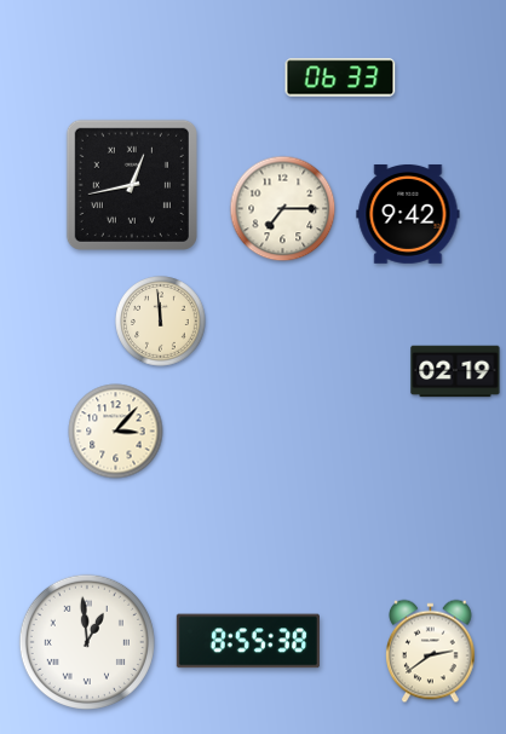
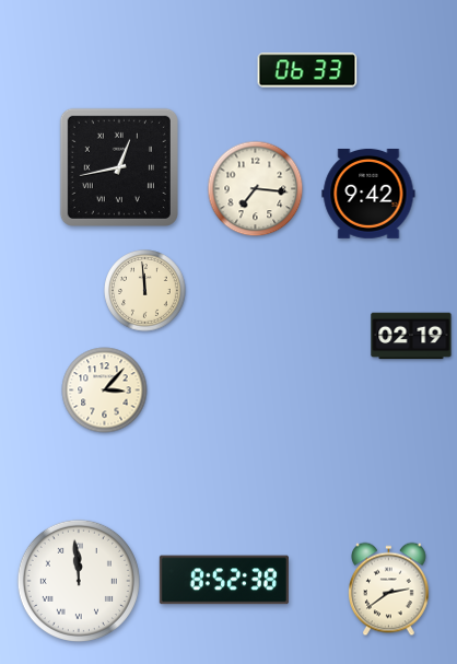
clock at (283, 209): 7:15 -> 7:16
clock at (248, 641): 8:55 -> 8:52
clock at (87, 642): 12:59 -> 11:59
